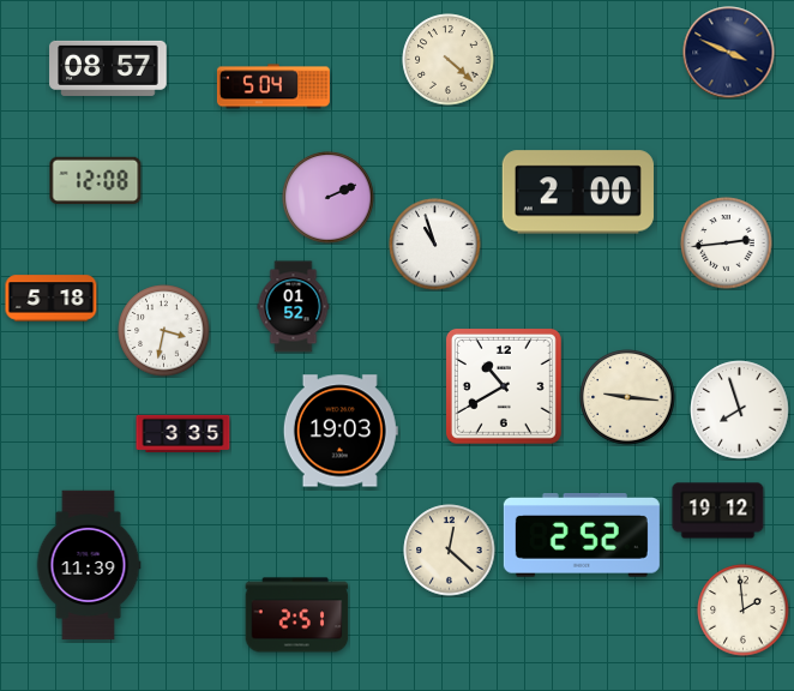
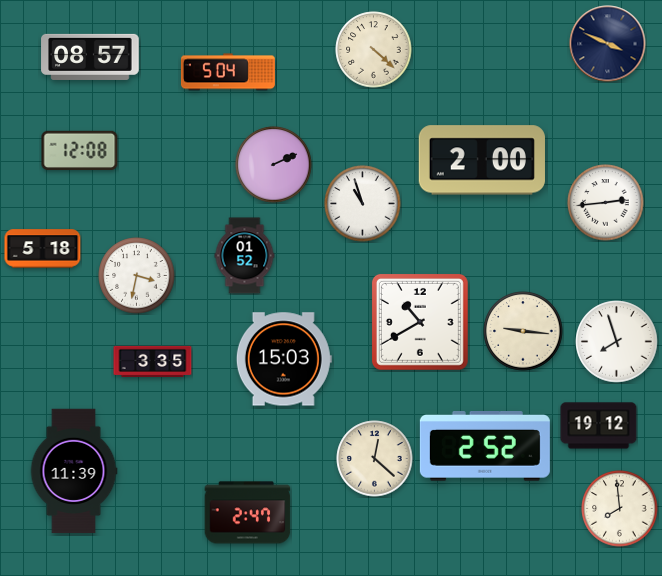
clock at (341, 431): 19:03 -> 15:03
clock at (744, 611): 1:59 -> 7:59
clock at (297, 615): 2:51 -> 2:47
